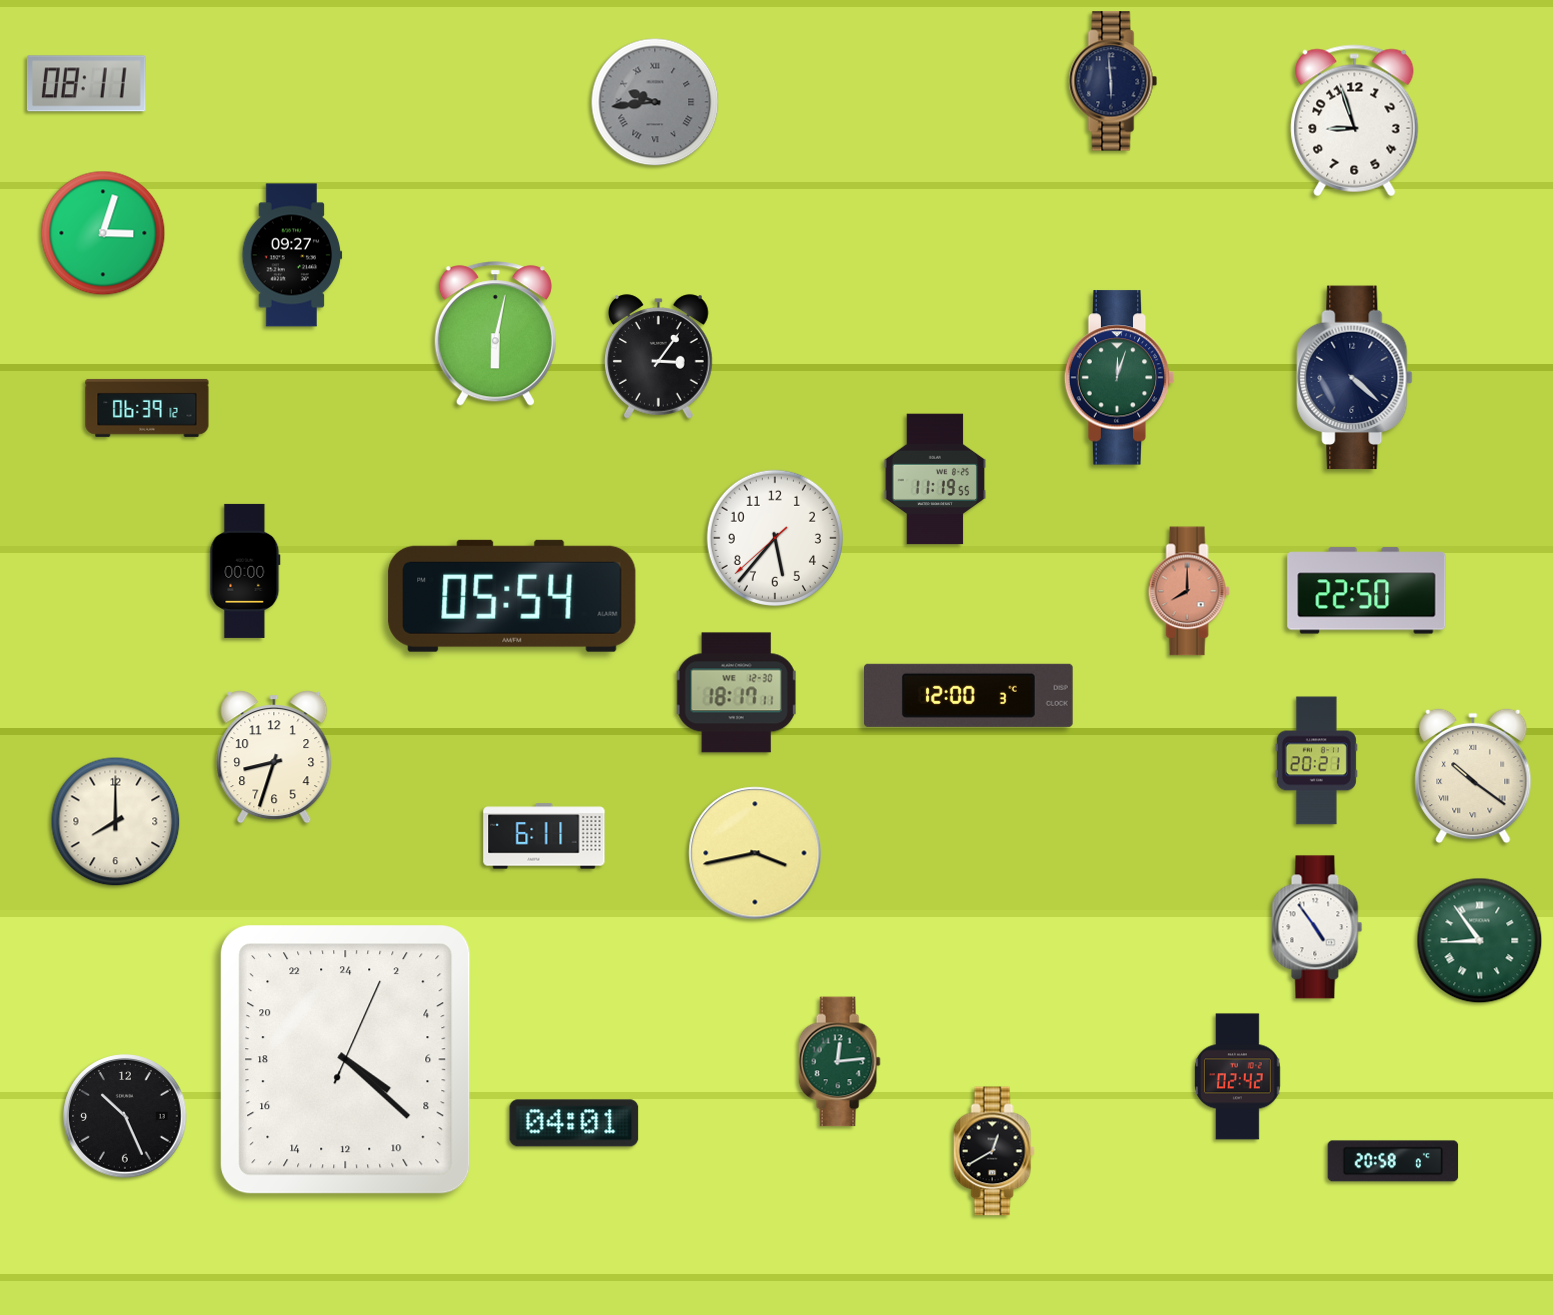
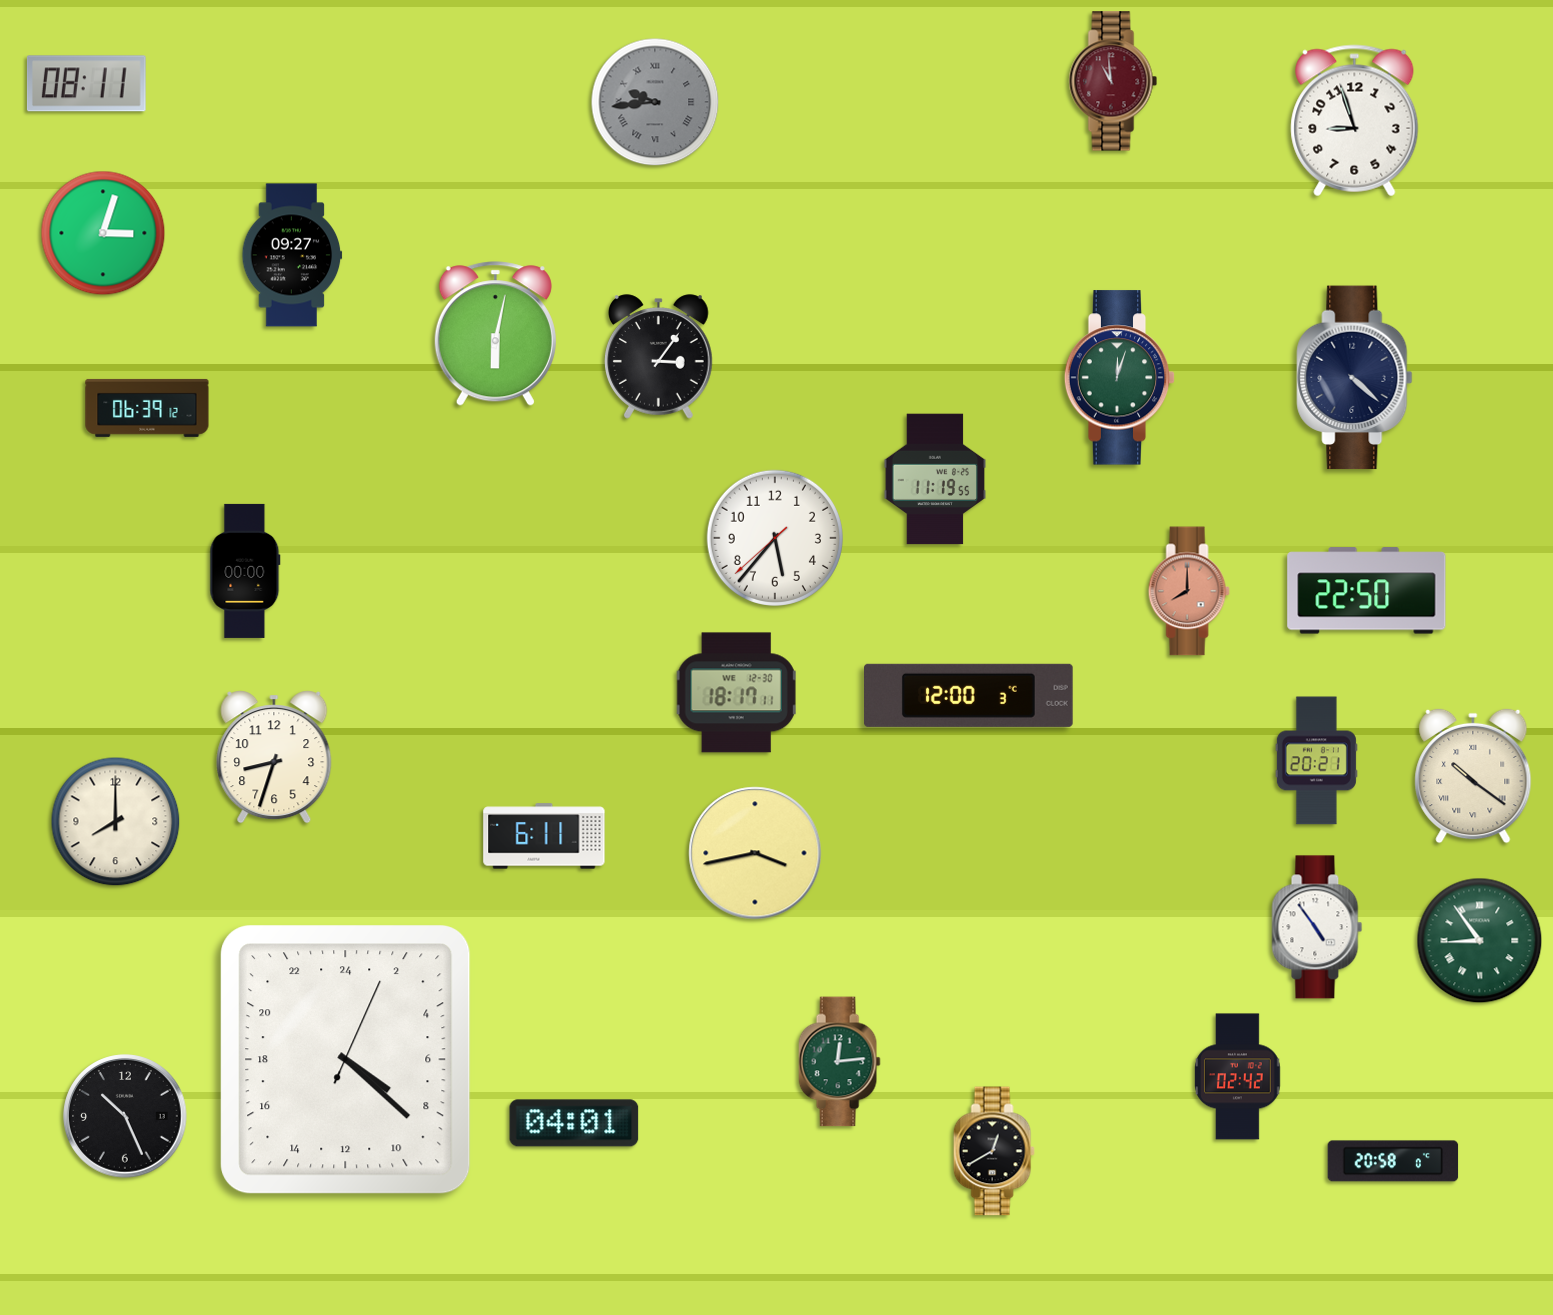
clock at (1113, 81): 5:59 -> 10:59
clock at (1113, 81) dial: navy -> burgundy
clock at (512, 596): 05:54 -> none
